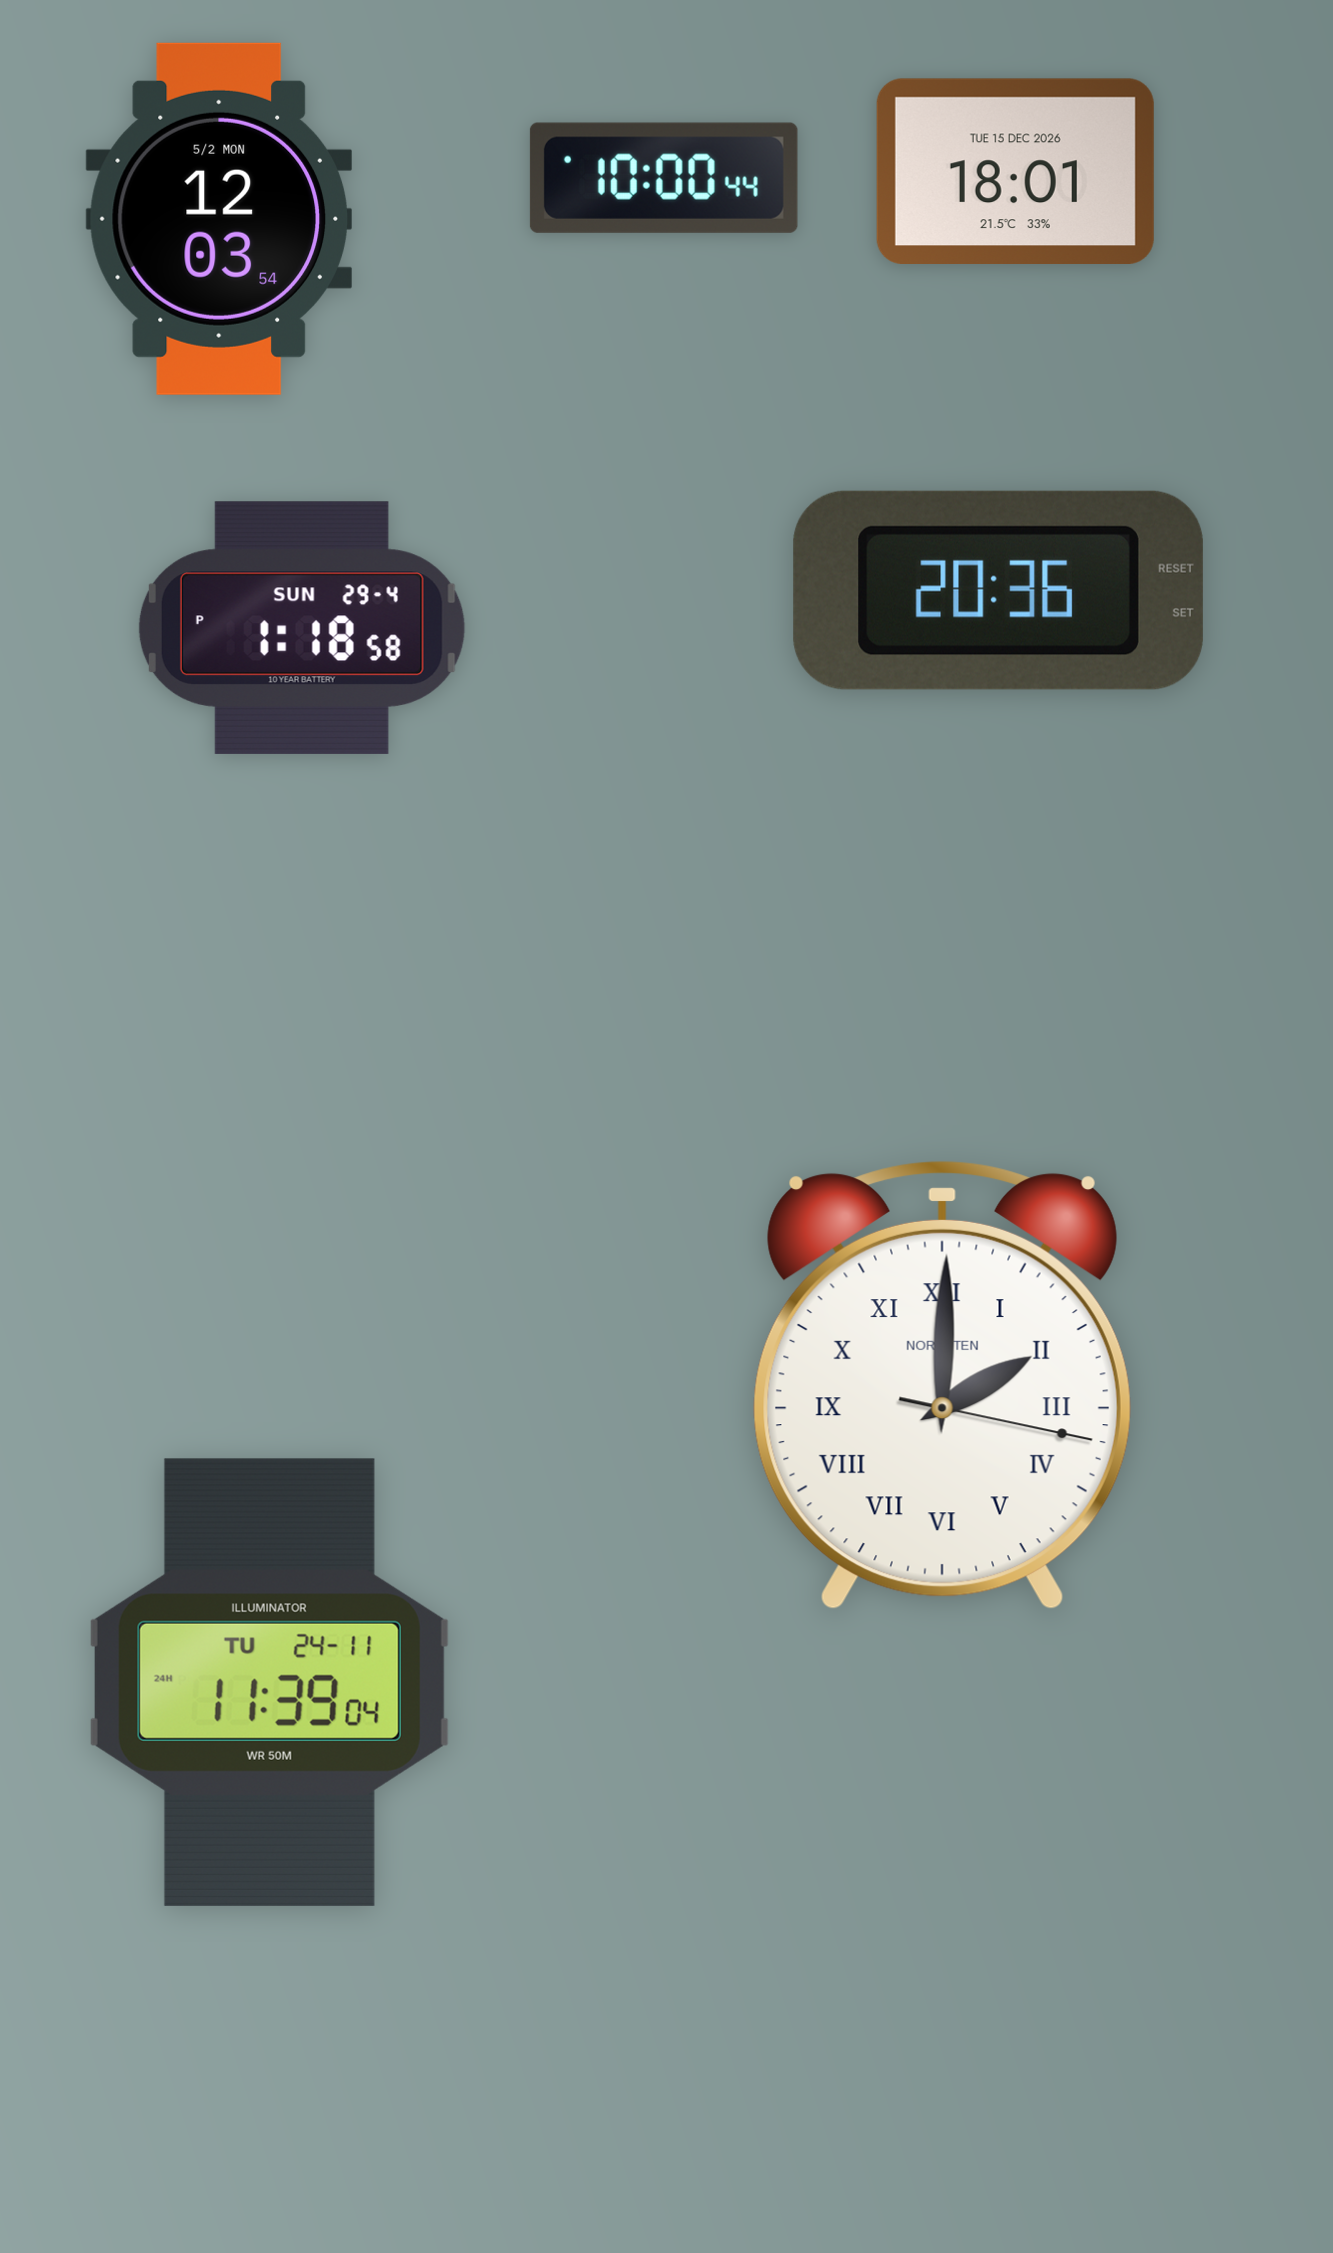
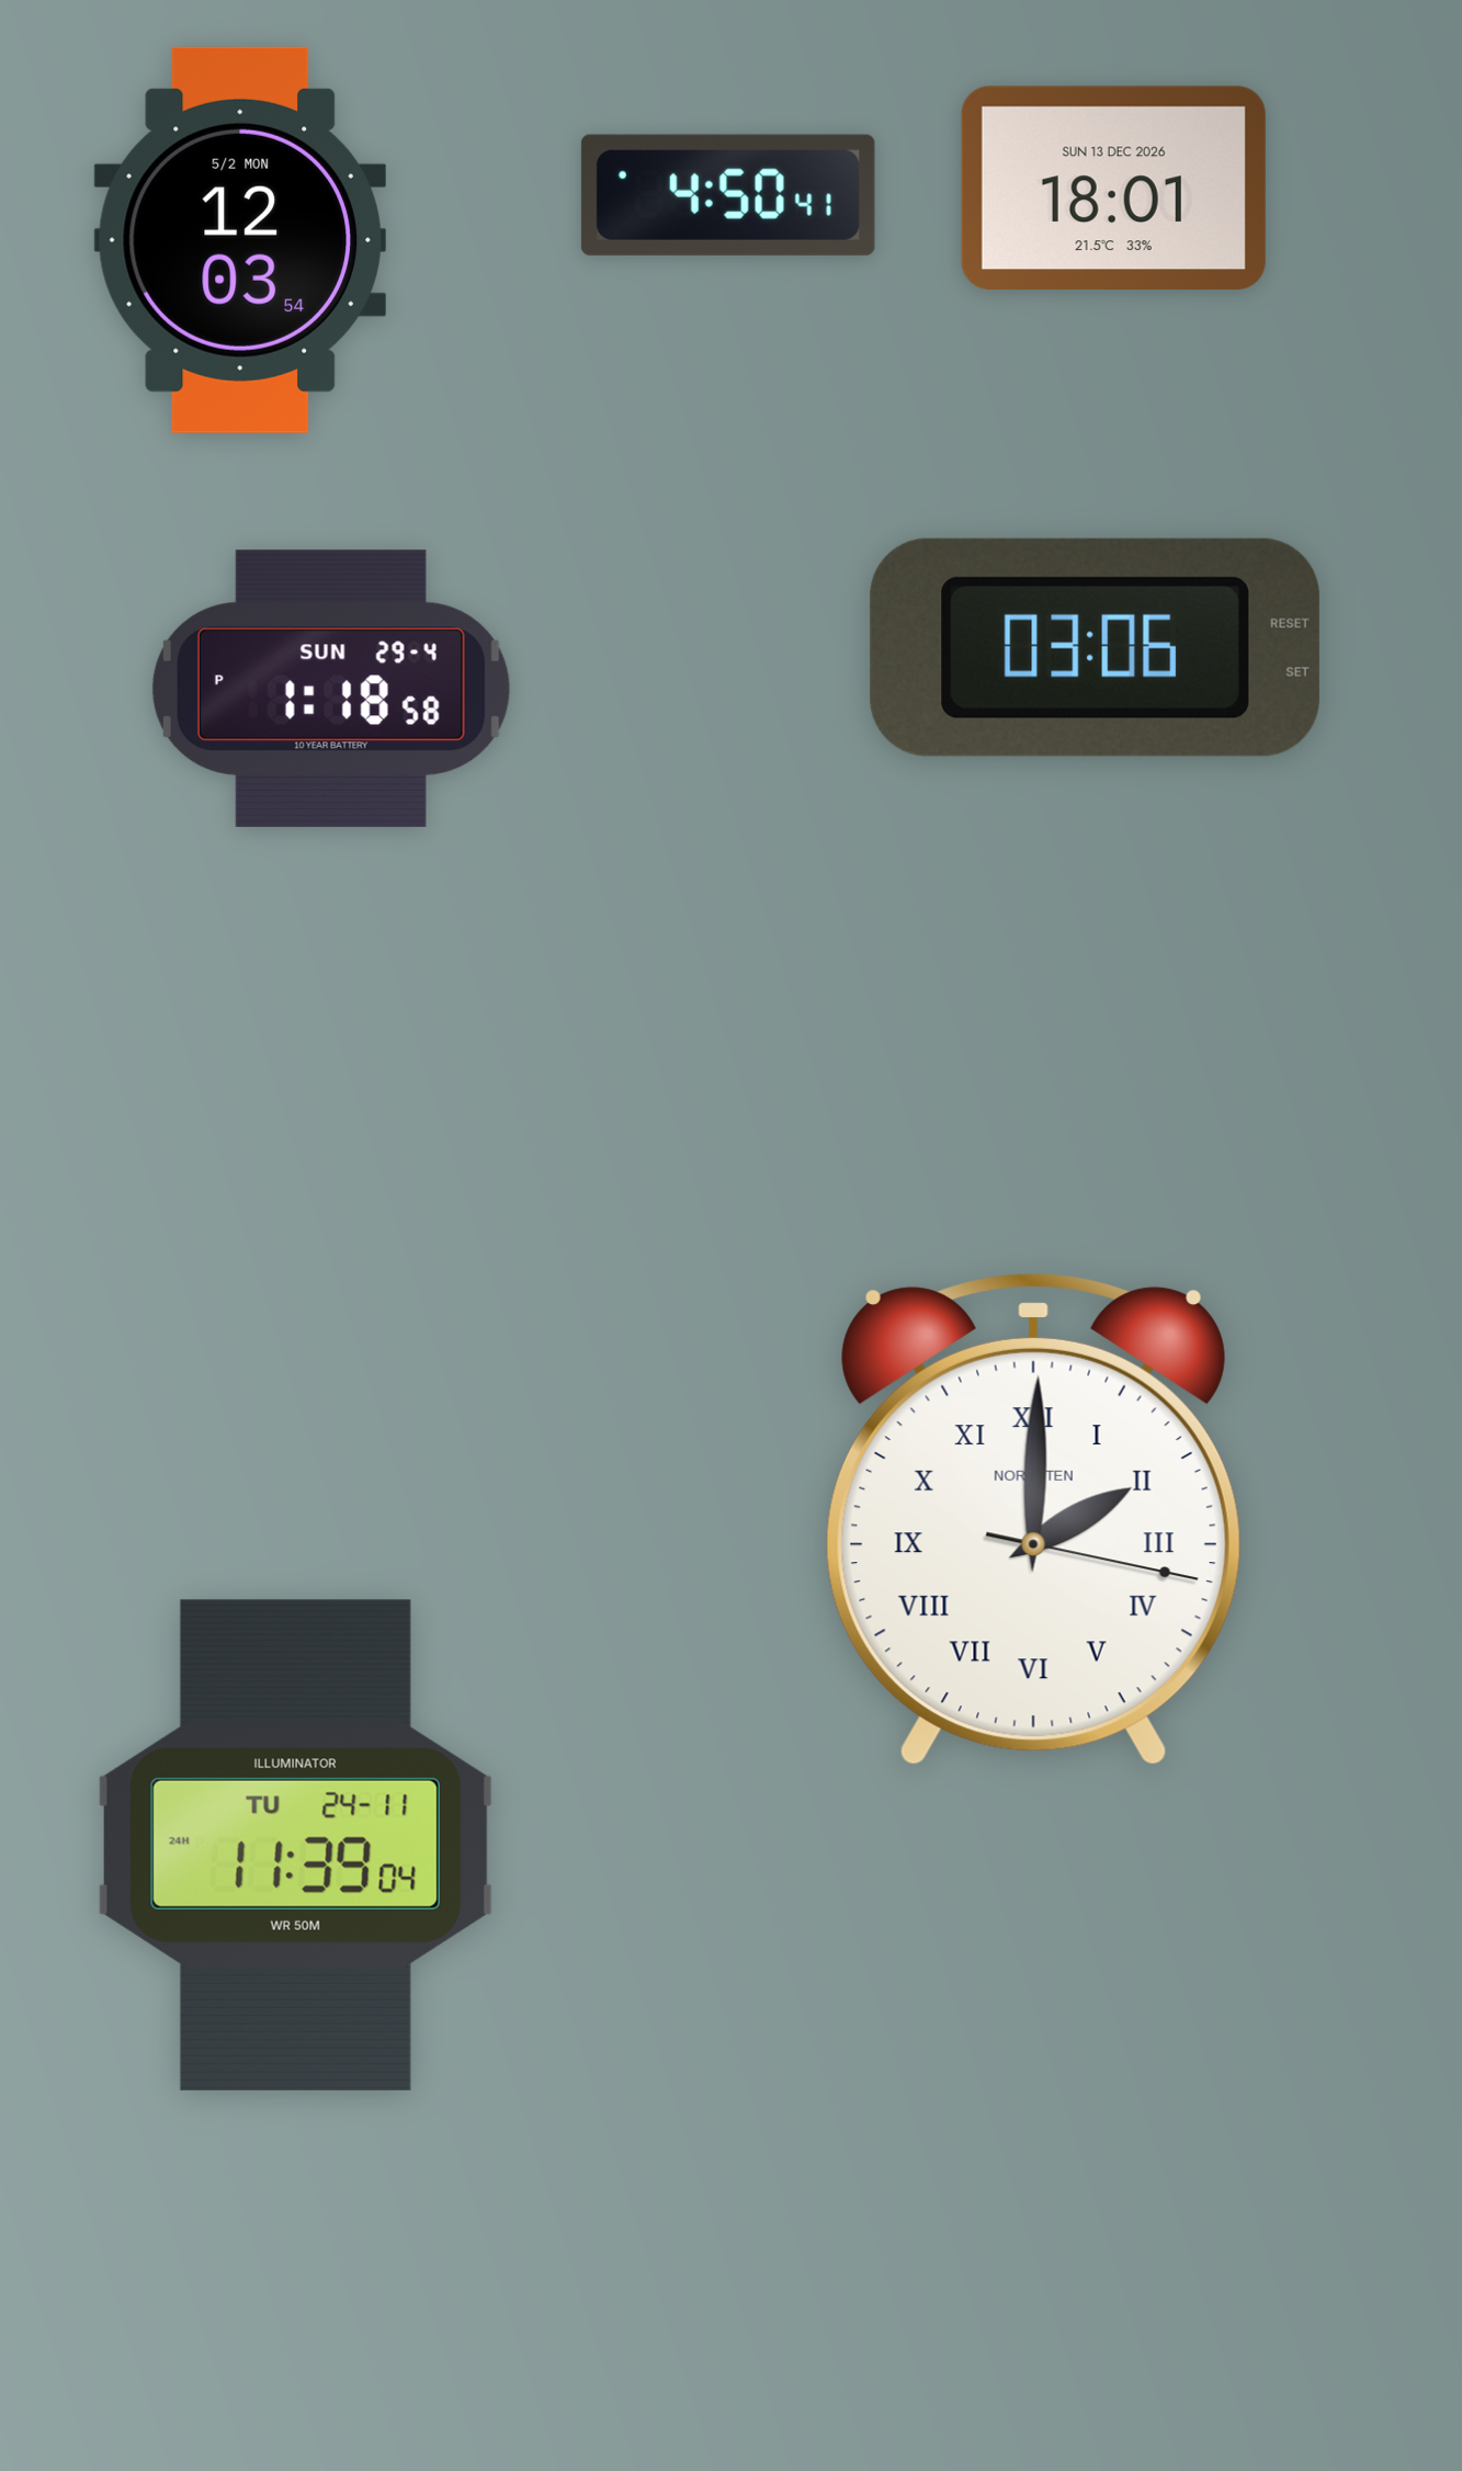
clock at (1015, 171) date: TUE 15 DEC 2026 -> SUN 13 DEC 2026
clock at (664, 178): 10:00 -> 4:50
clock at (998, 590): 20:36 -> 03:06
